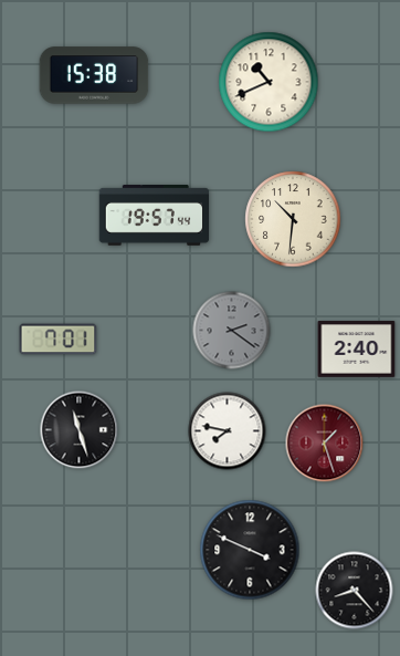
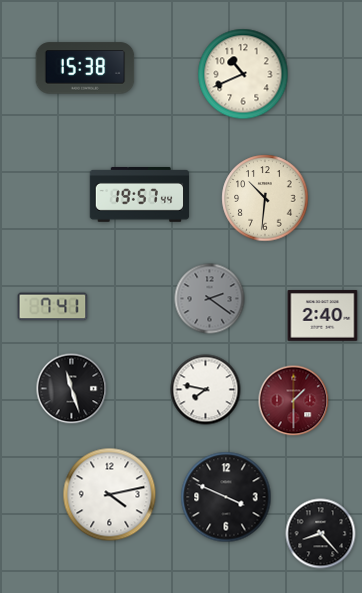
clock at (59, 340): 7:01 -> 7:41
clock at (325, 444): 1:27 -> 1:30
clock at (110, 495): none -> 4:13
